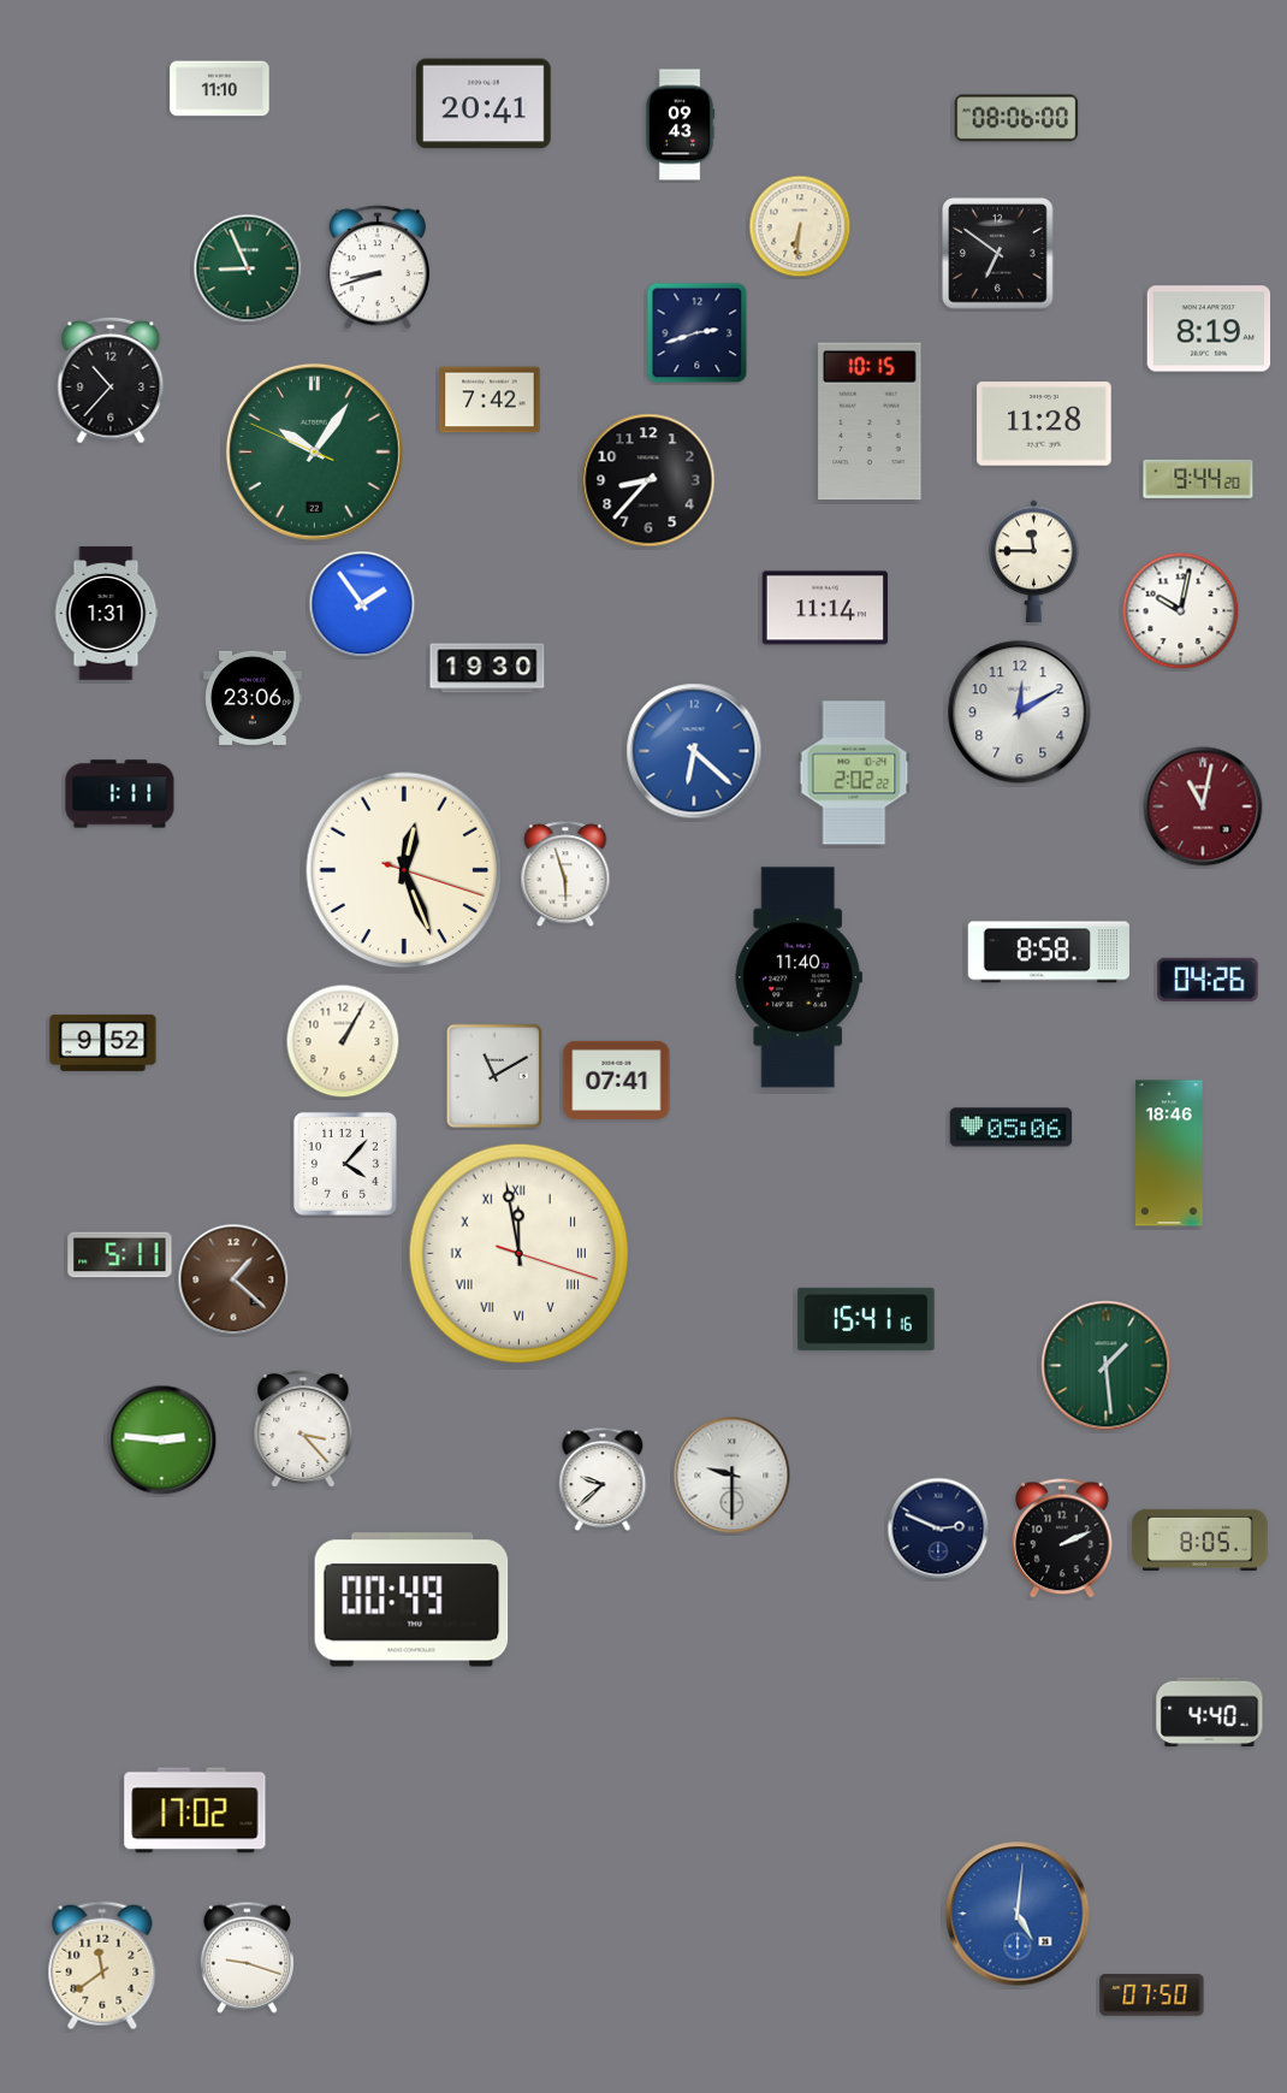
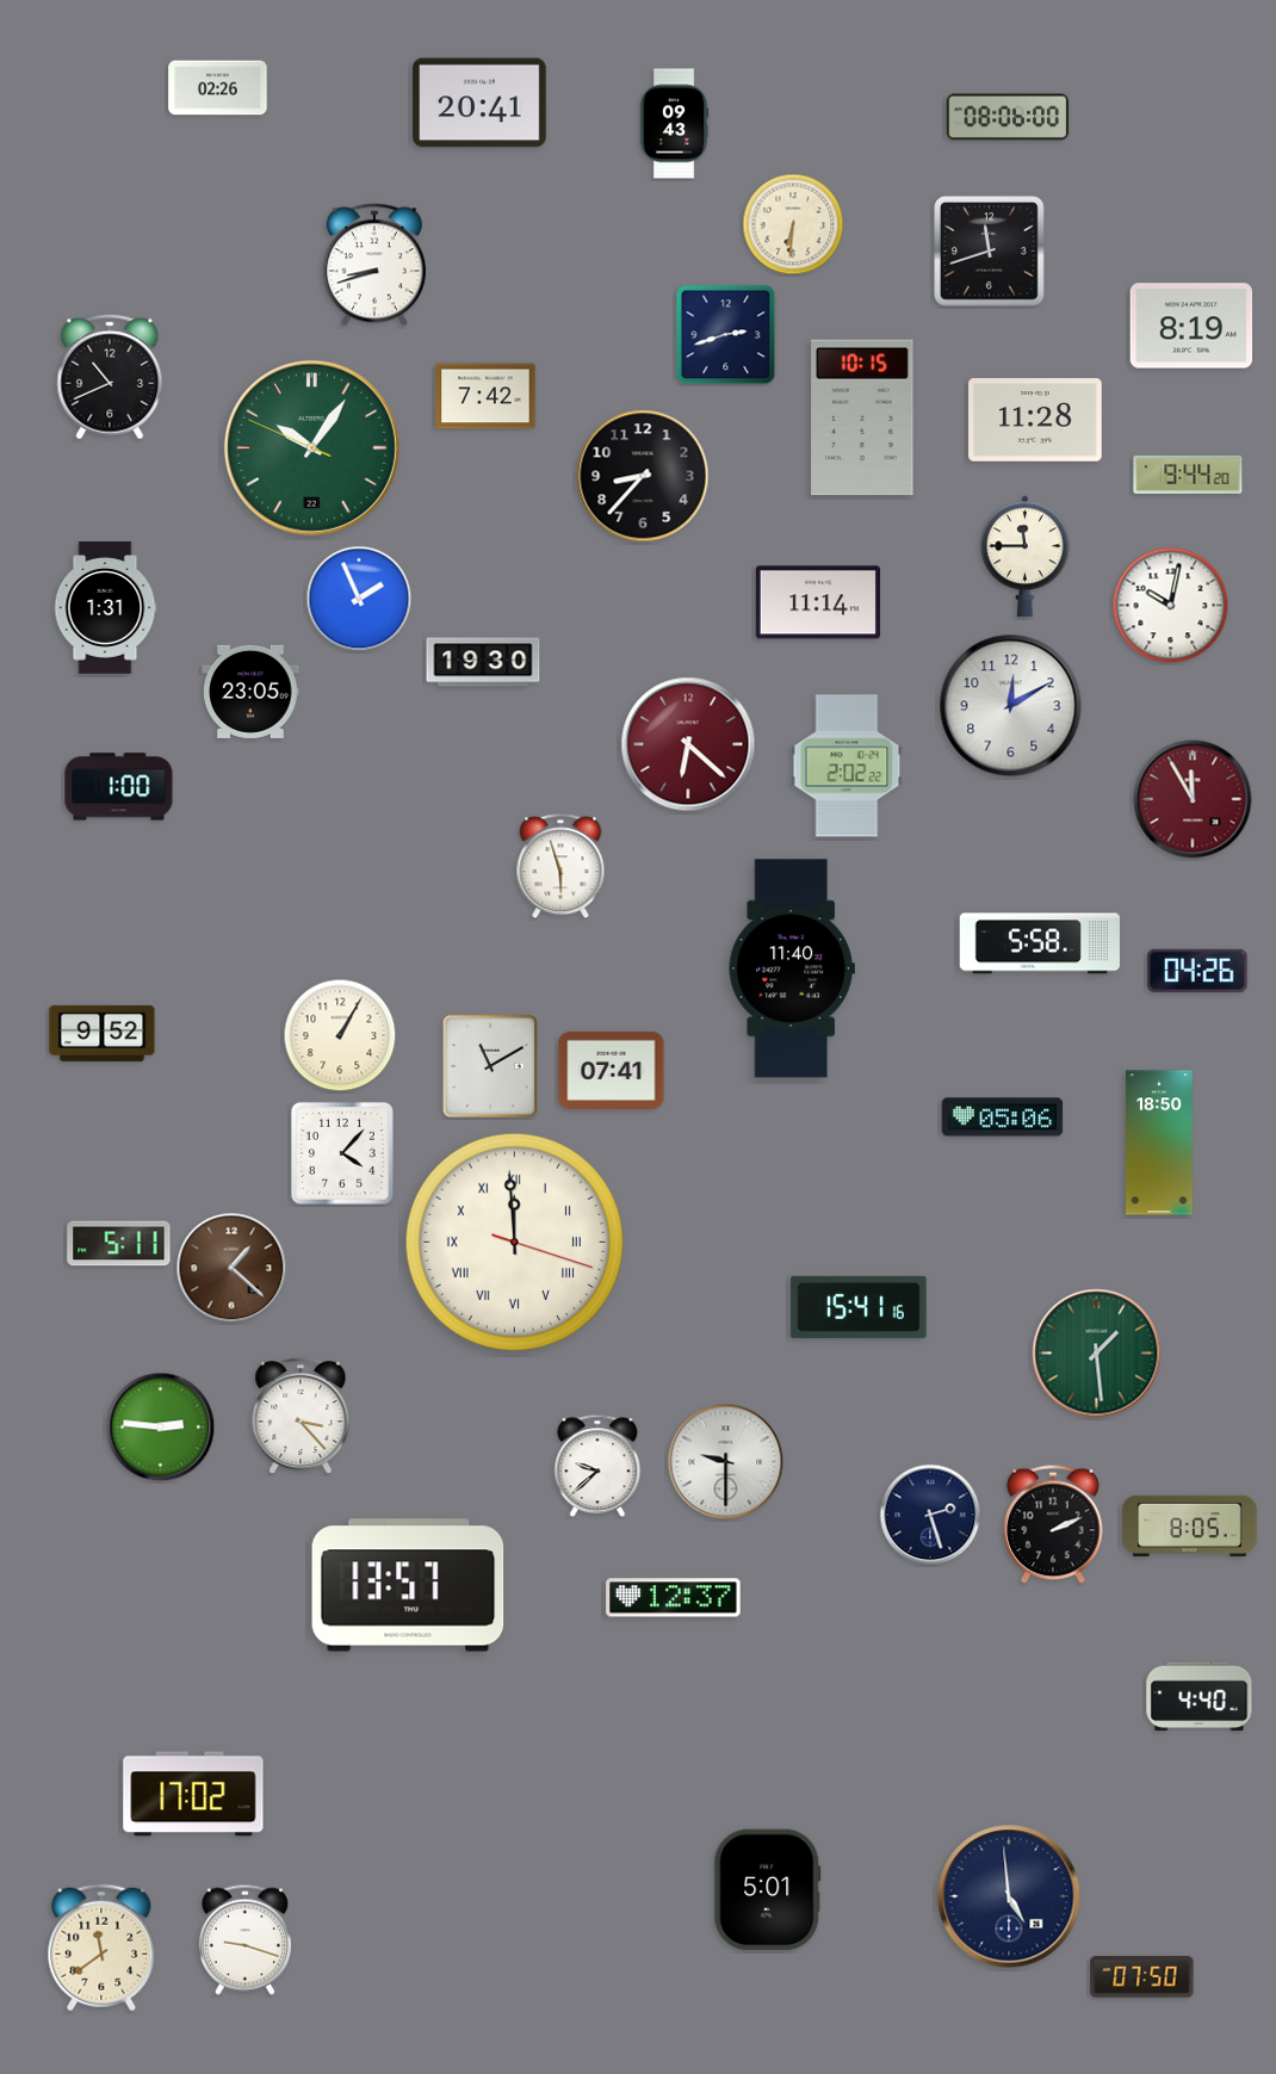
clock at (220, 89): 11:10 -> 02:26
clock at (998, 254): 6:51 -> 11:42
clock at (248, 268): 8:56 -> none
clock at (1209, 329) position: (1209, 329) -> (1191, 326)
clock at (698, 333) position: (698, 333) -> (726, 335)
clock at (111, 380): 10:37 -> 10:41
clock at (362, 604): 1:54 -> 1:56
clock at (253, 698): 23:06 -> 23:05
clock at (694, 751) dial: blue -> burgundy
clock at (120, 794): 1:11 -> 1:00
clock at (1203, 806): 11:02 -> 11:55
clock at (404, 870): 12:26 -> none
clock at (1049, 952): 8:58 -> 5:58
clock at (343, 1041) position: (343, 1041) -> (340, 1035)
clock at (1170, 1153): 18:46 -> 18:50
clock at (520, 1254): 11:58 -> 11:59
clock at (938, 1529): 2:49 -> 2:27
clock at (411, 1600): 00:49 -> 13:57
clock at (674, 1598): none -> 12:37
clock at (768, 1890): none -> 5:01
clock at (1018, 1914): 5:01 -> 4:59
clock at (1018, 1914) dial: blue -> navy
